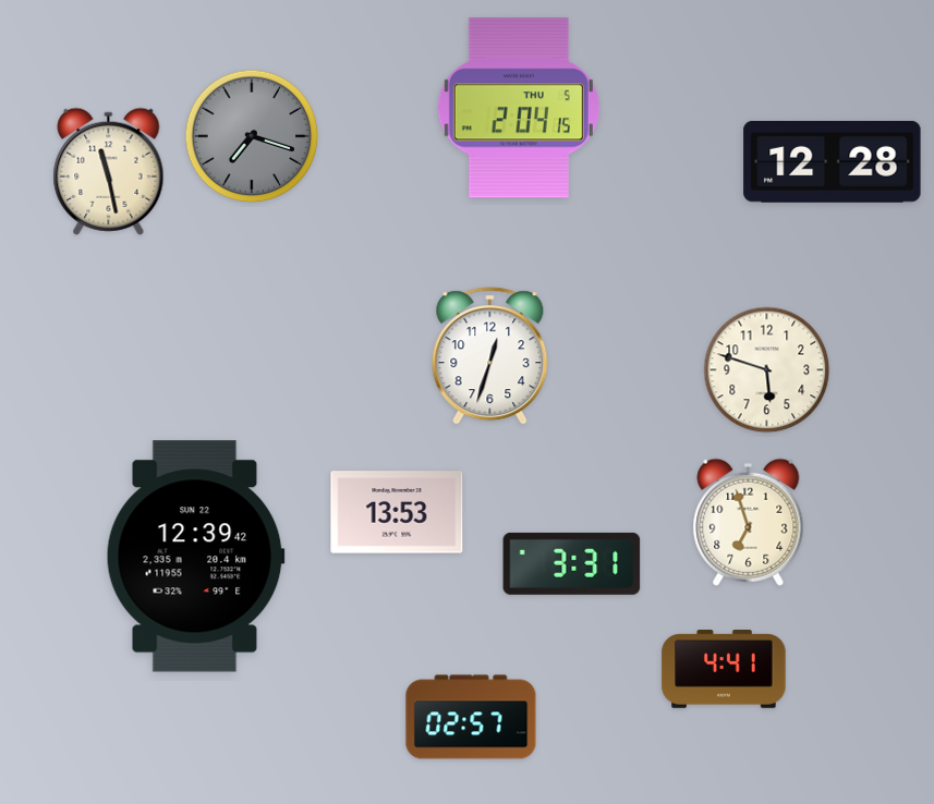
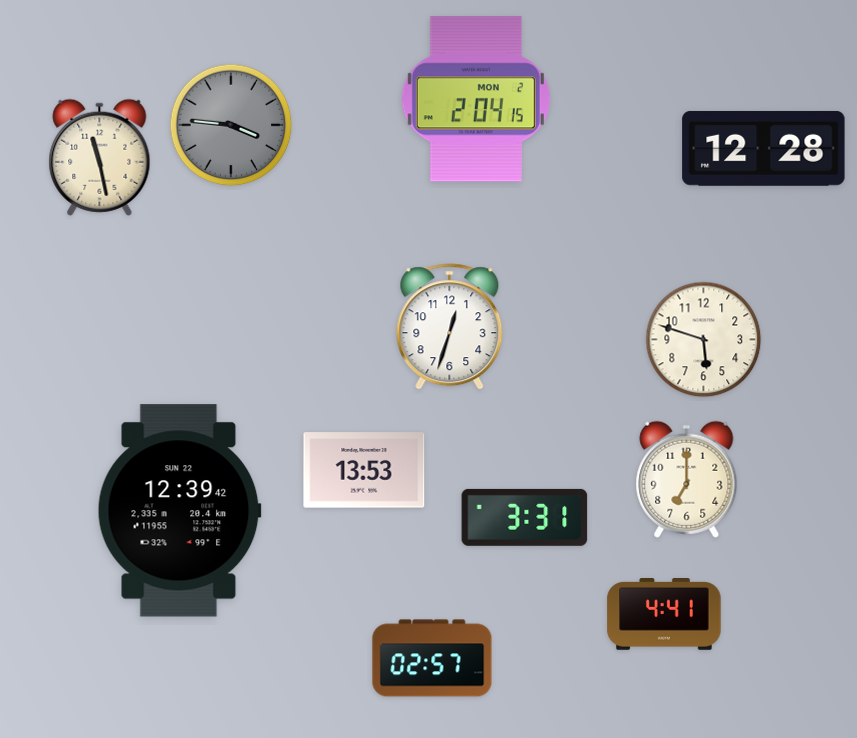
clock at (519, 108) date: THU 5 -> MON 2
clock at (252, 136): 7:18 -> 3:46
clock at (749, 522): 6:57 -> 7:00
